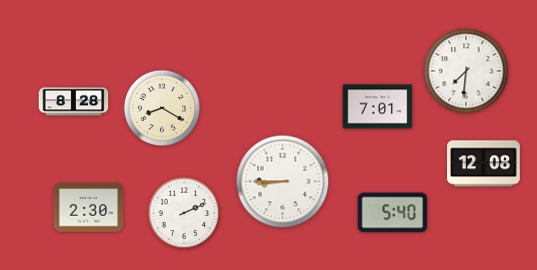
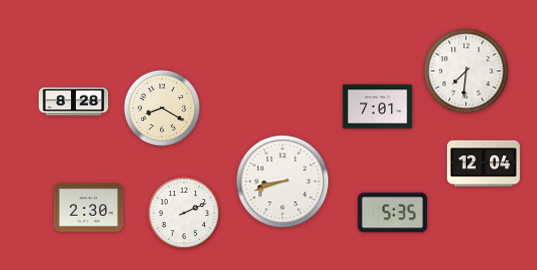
clock at (483, 164): 12:08 -> 12:04
clock at (283, 182): 8:45 -> 8:42
clock at (393, 213): 5:40 -> 5:35
